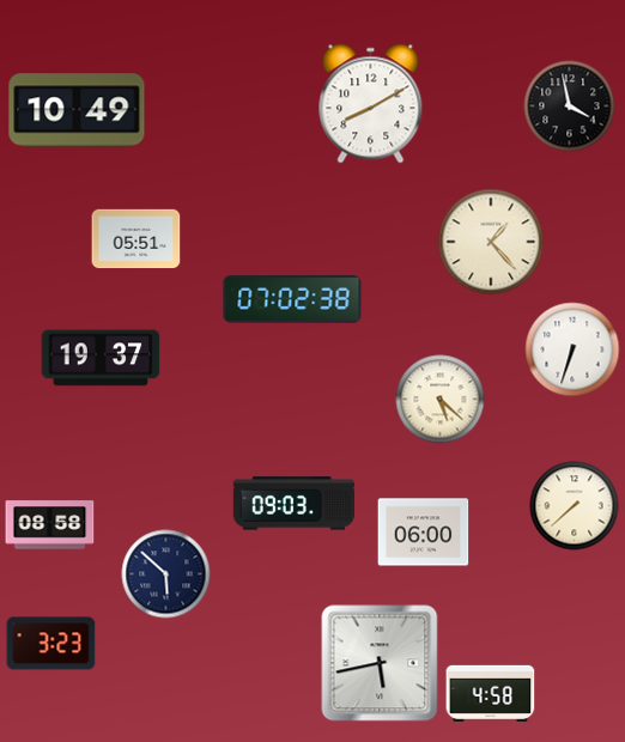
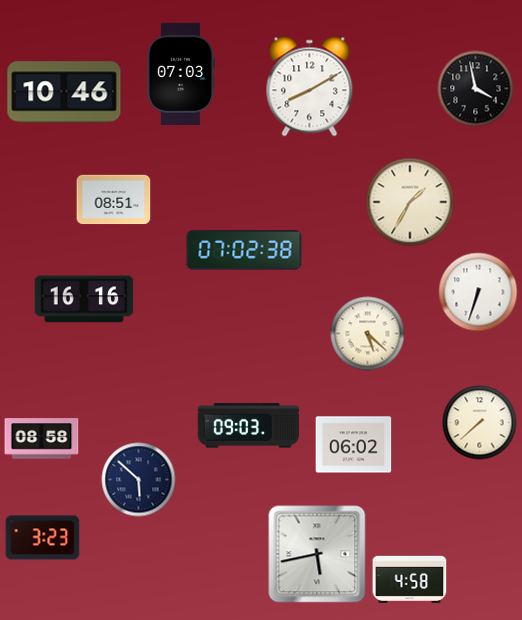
clock at (180, 74): none -> 07:03
clock at (77, 110): 10:49 -> 10:46
clock at (136, 239): 05:51 -> 08:51
clock at (491, 242): 1:23 -> 1:35
clock at (101, 358): 19:37 -> 16:16
clock at (293, 504) position: (293, 504) -> (248, 426)
clock at (424, 533): 06:00 -> 06:02
